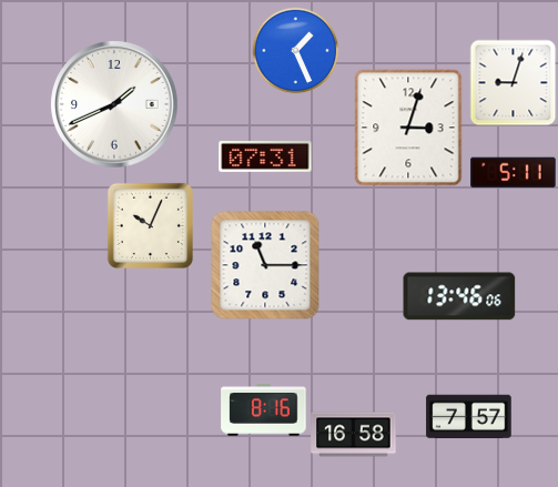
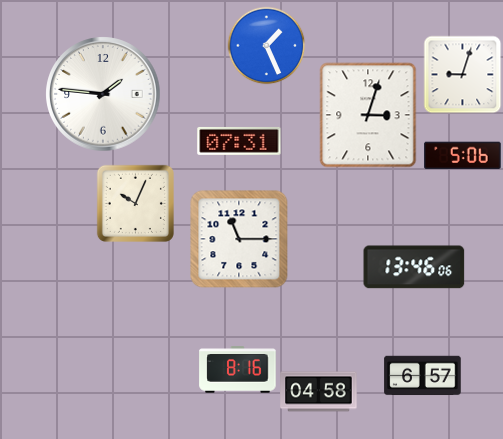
clock at (114, 104): 1:41 -> 1:46
clock at (514, 173): 5:11 -> 5:06
clock at (469, 417): 7:57 -> 6:57
clock at (354, 435): 16:58 -> 04:58
